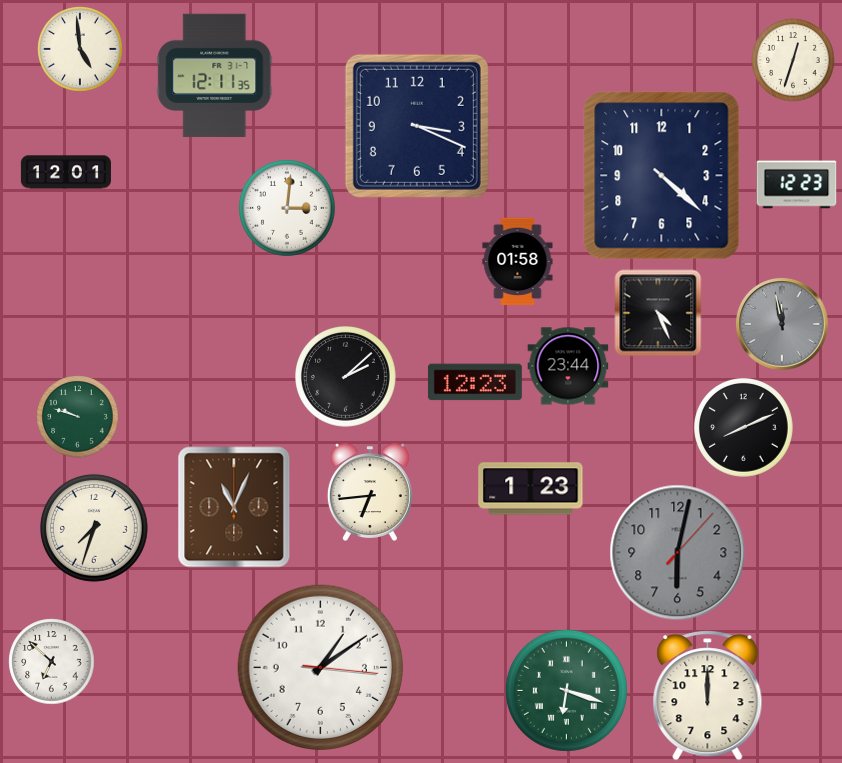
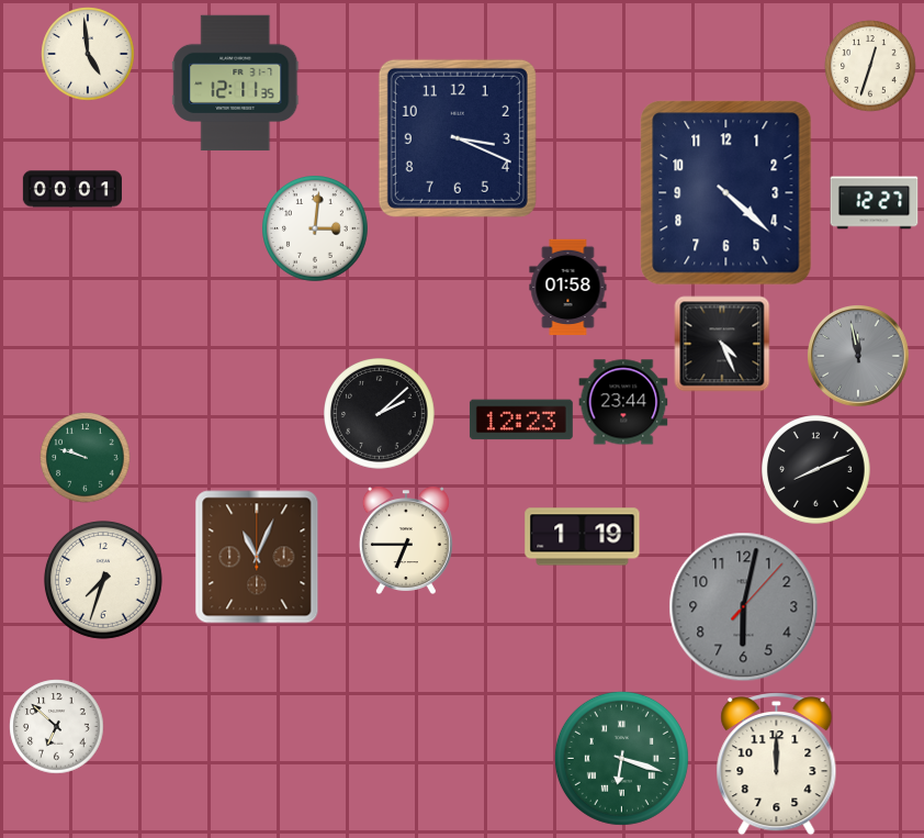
clock at (66, 172): 12:01 -> 00:01
clock at (797, 185): 12:23 -> 12:27
clock at (531, 489): 1:23 -> 1:19
clock at (370, 492): 6:44 -> 6:45
clock at (320, 667): 1:09 -> none
